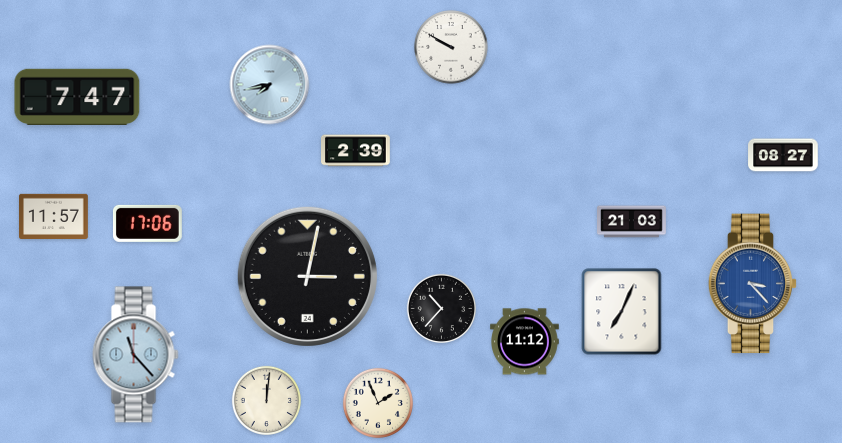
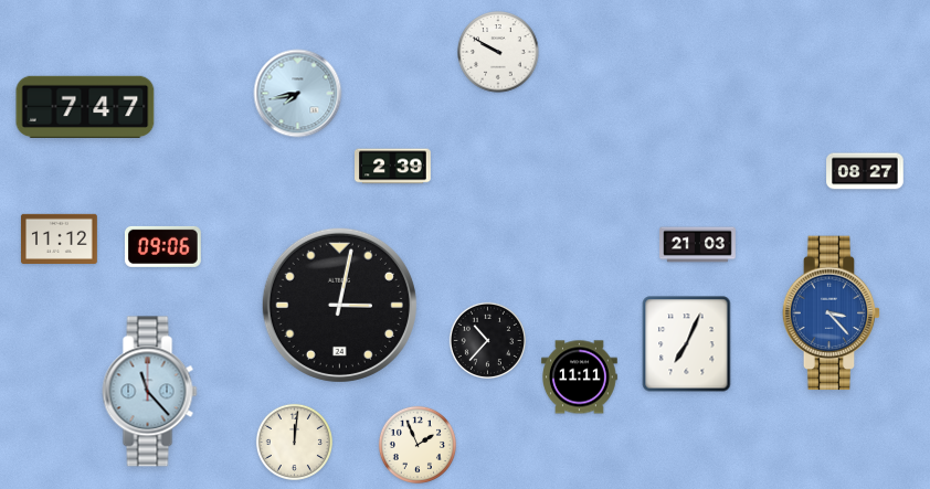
clock at (54, 216): 11:57 -> 11:12
clock at (147, 223): 17:06 -> 09:06
clock at (525, 342): 11:12 -> 11:11
